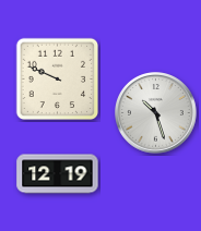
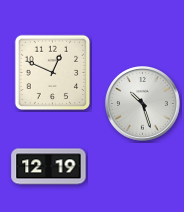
clock at (58, 80): 9:49 -> 12:49
clock at (58, 174) position: (58, 174) -> (49, 167)
